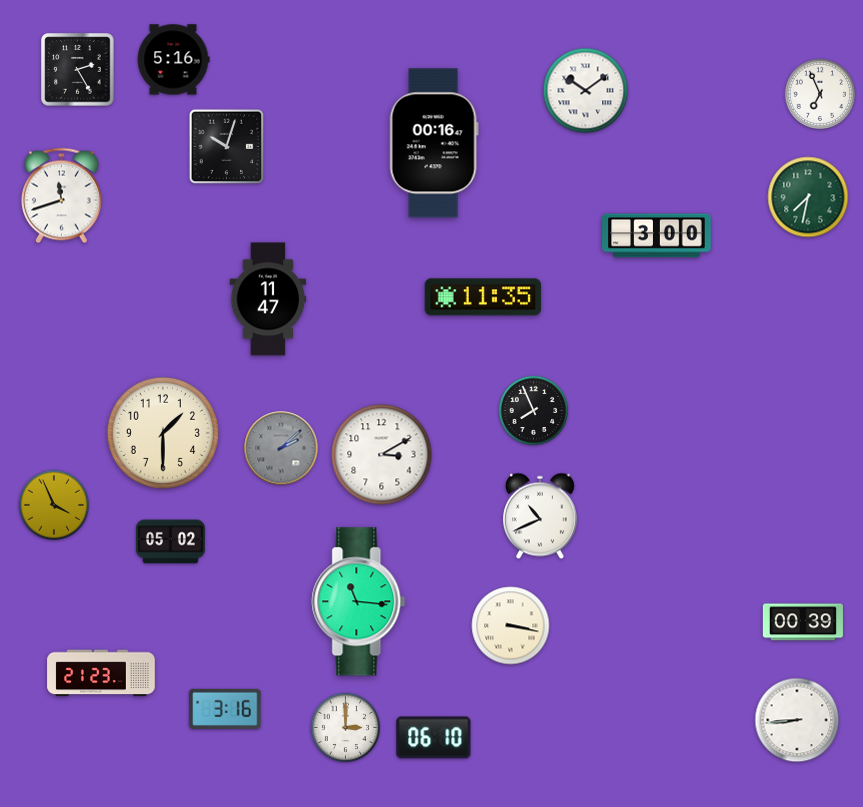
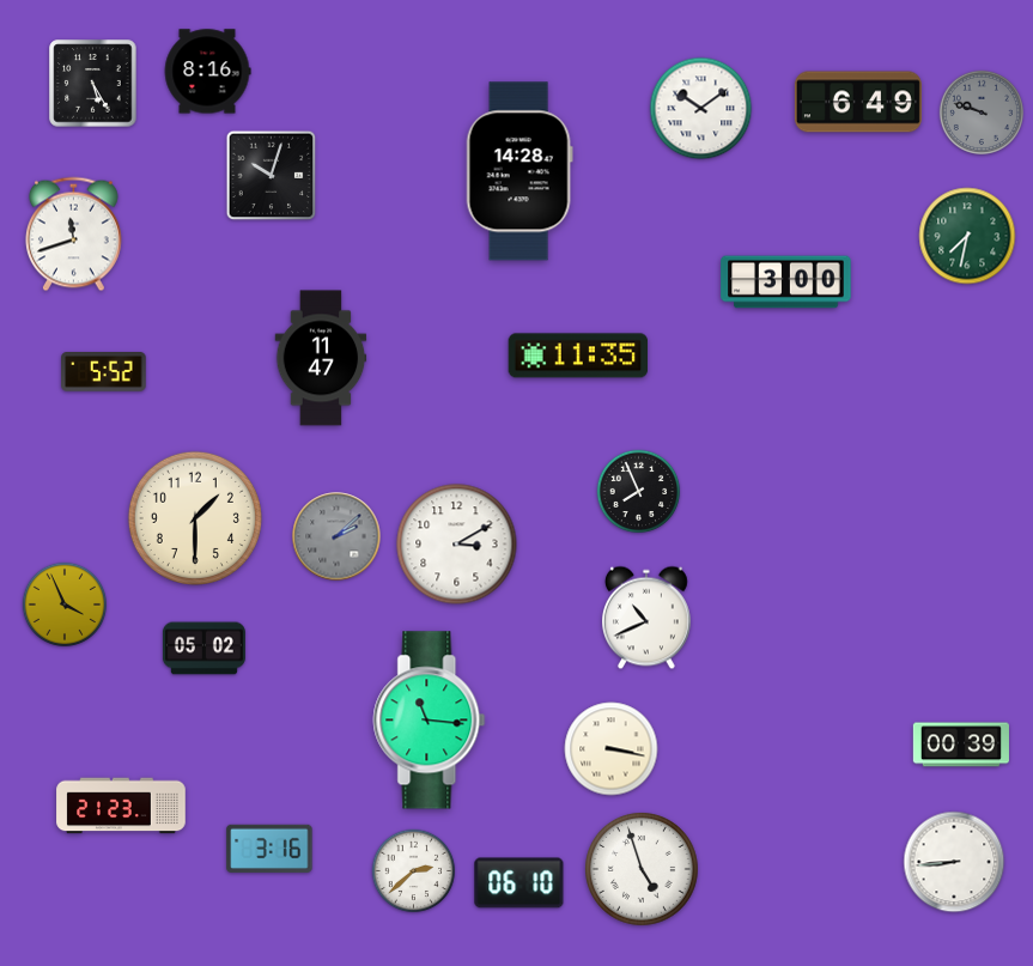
clock at (173, 60): 5:16 -> 8:16
clock at (78, 70): 2:25 -> 5:25
clock at (858, 102): none -> 6:49
clock at (819, 93): 6:56 -> 9:48
clock at (819, 93) dial: white -> grey
clock at (434, 143): 00:16 -> 14:28
clock at (104, 372): none -> 5:52
clock at (643, 870): none -> 4:57
clock at (346, 728): 3:00 -> 2:38
